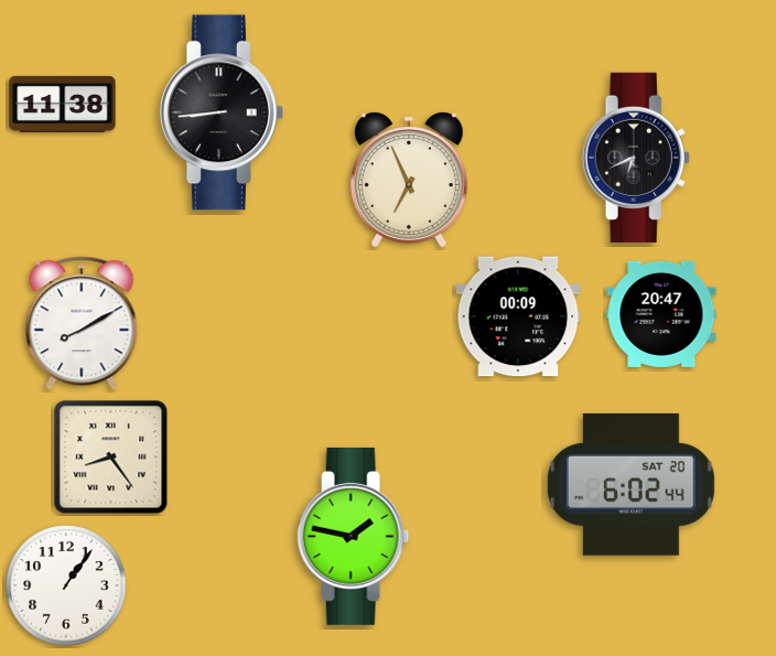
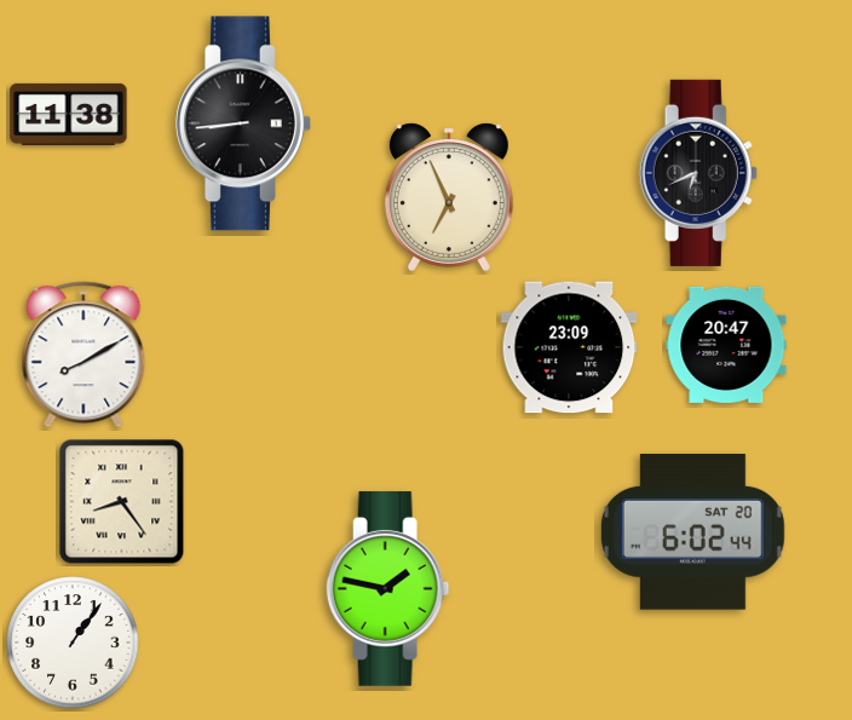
clock at (518, 316): 00:09 -> 23:09
clock at (82, 323) position: (82, 323) -> (84, 355)
